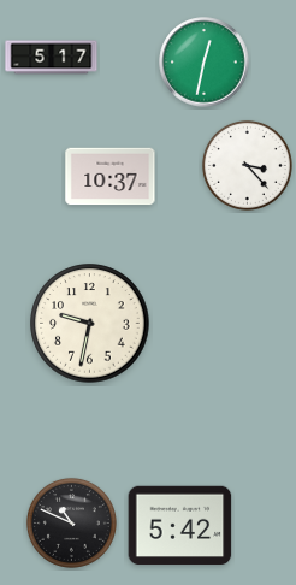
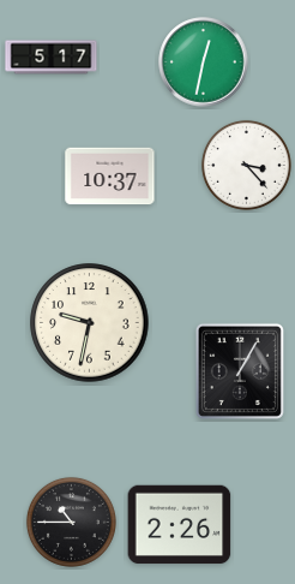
clock at (240, 371): none -> 1:05
clock at (71, 522): 10:49 -> 10:45
clock at (180, 526): 5:42 -> 2:26
